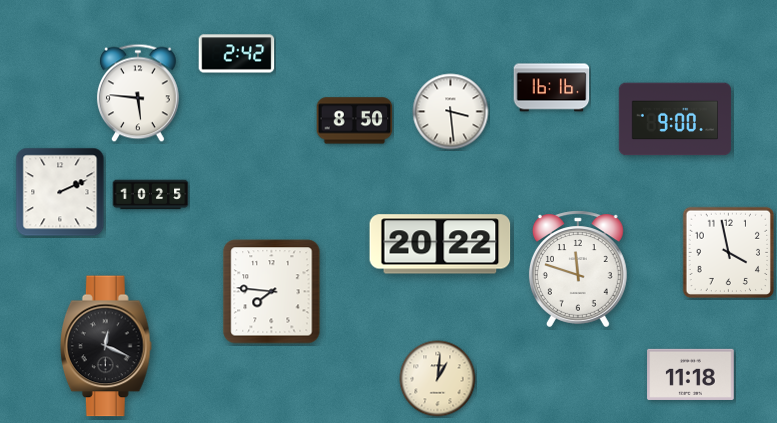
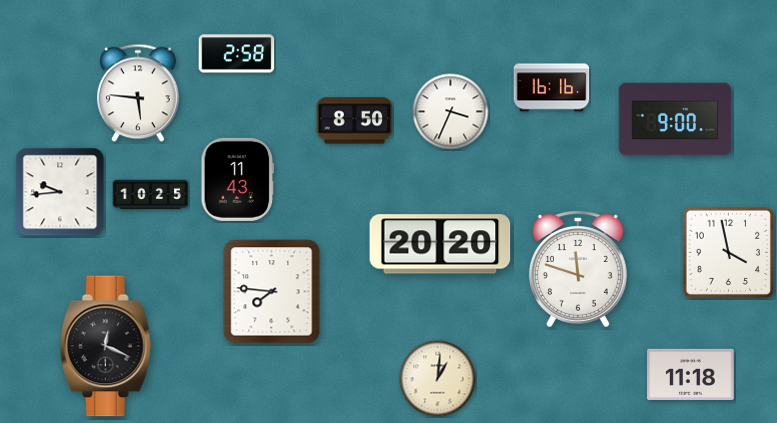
clock at (237, 54): 2:42 -> 2:58
clock at (451, 112): 3:29 -> 3:34
clock at (238, 179): none -> 11:43
clock at (60, 192): 2:11 -> 9:44
clock at (440, 244): 20:22 -> 20:20
